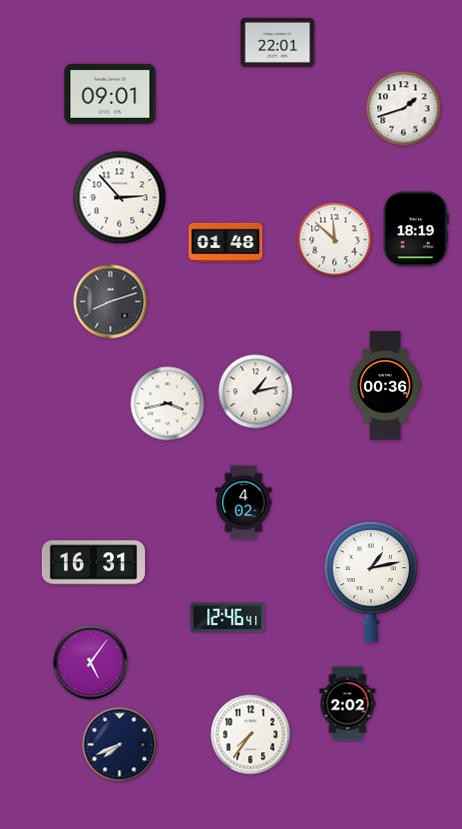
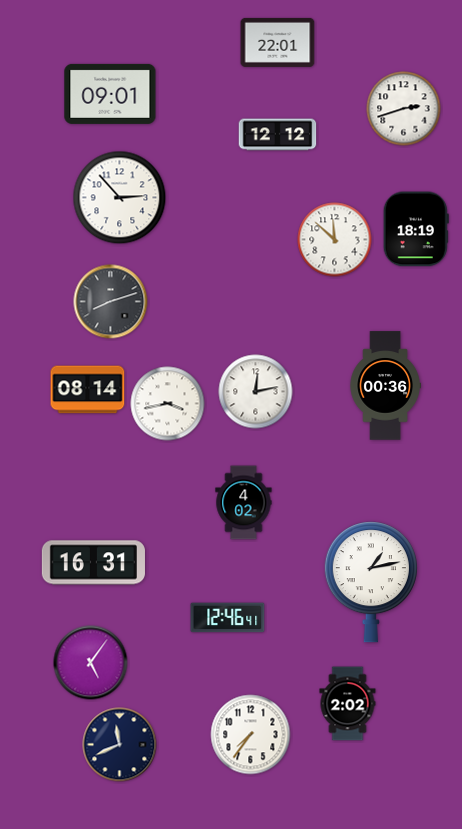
clock at (404, 109): 1:42 -> 2:42
clock at (278, 135): none -> 12:12
clock at (226, 242): 01:48 -> none
clock at (88, 390): none -> 08:14
clock at (256, 392): 1:13 -> 12:13
clock at (120, 745): 7:41 -> 11:41
